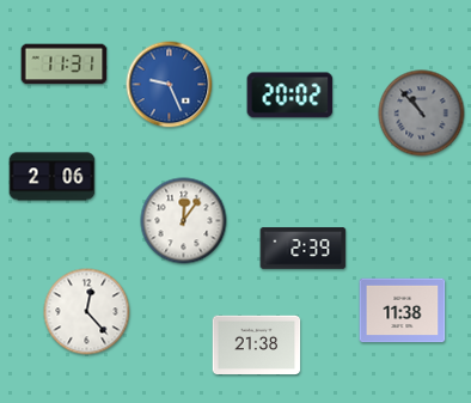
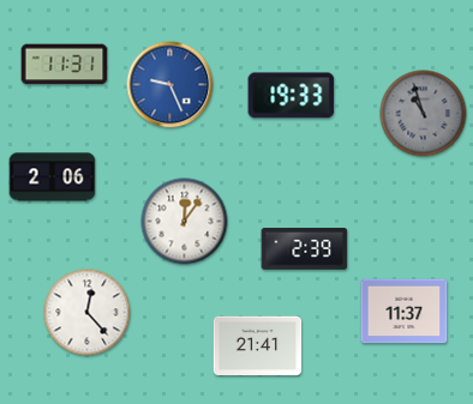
clock at (290, 96): 20:02 -> 19:33
clock at (422, 114): 10:53 -> 10:57
clock at (403, 311): 11:38 -> 11:37
clock at (257, 346): 21:38 -> 21:41
